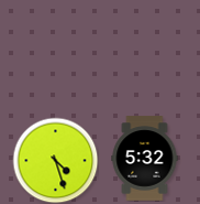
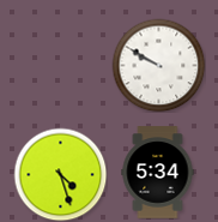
clock at (158, 65): none -> 9:50
clock at (145, 159): 5:32 -> 5:34
